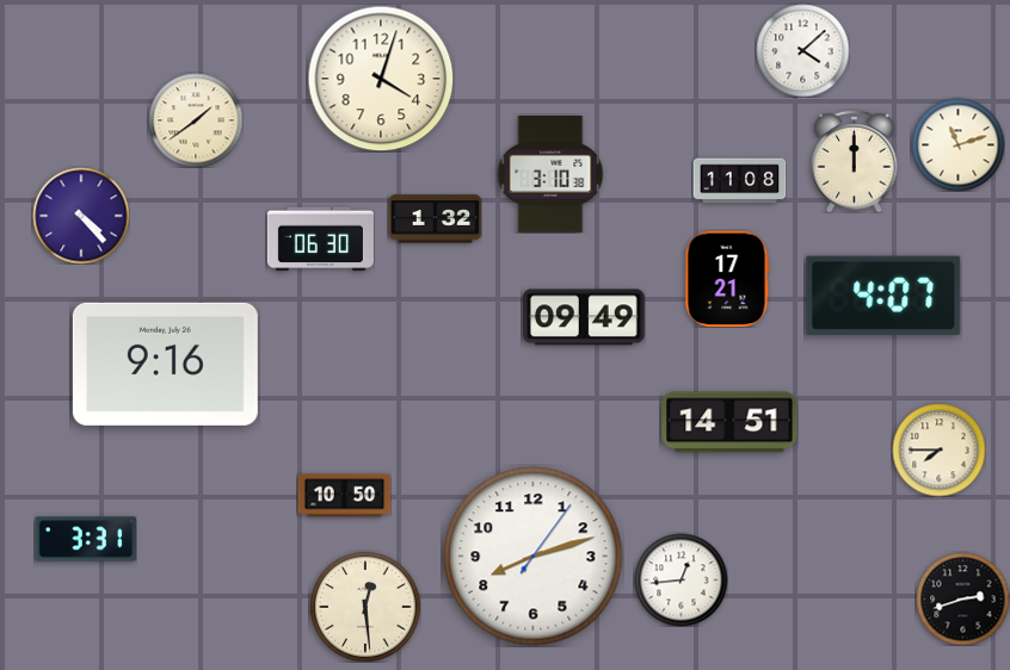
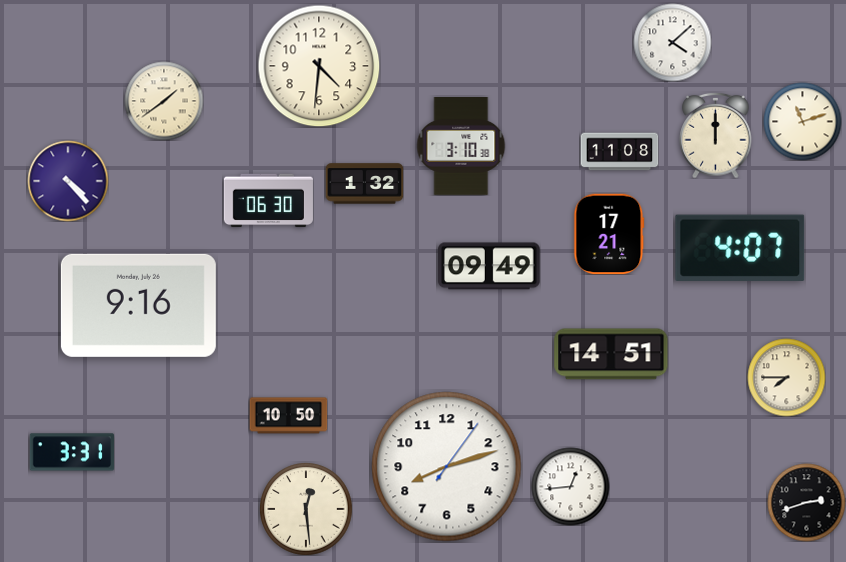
clock at (381, 79): 4:03 -> 4:31
